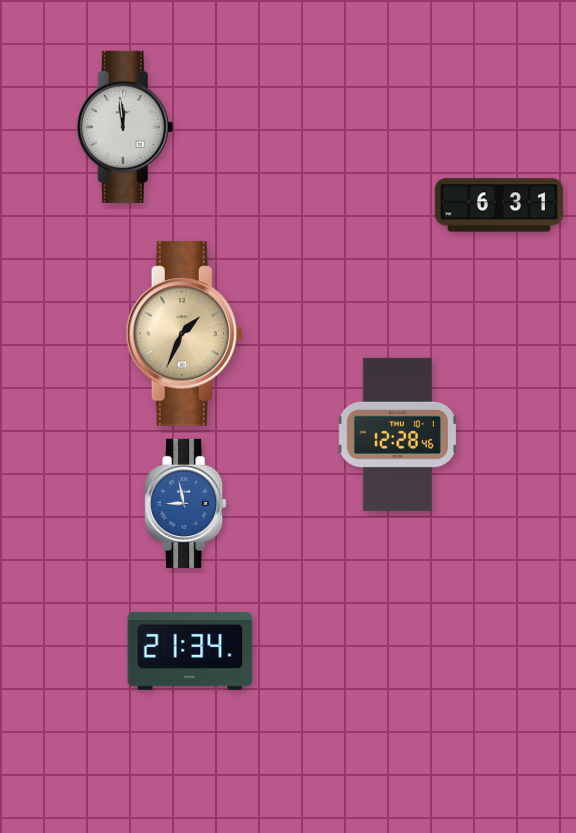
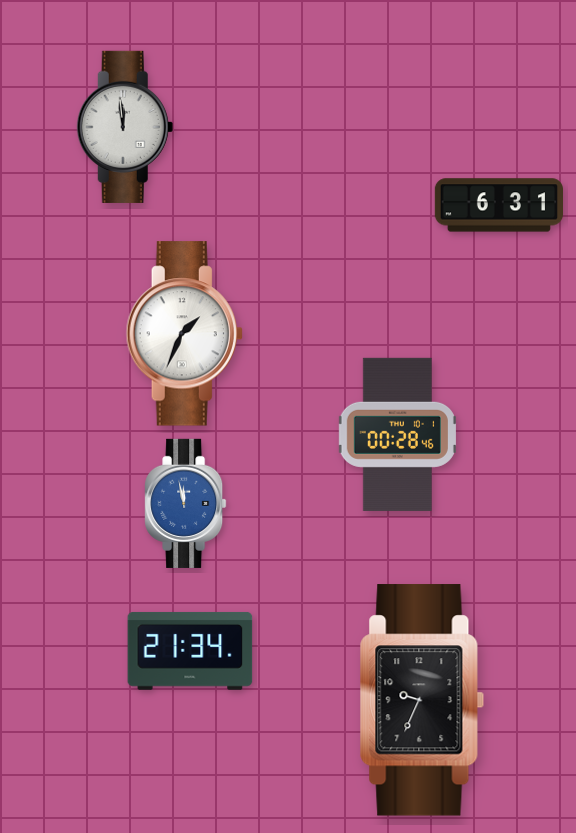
clock at (184, 334) dial: champagne -> white
clock at (397, 434): 12:28 -> 00:28
clock at (186, 503): 8:58 -> 11:58
clock at (422, 700): none -> 9:34
